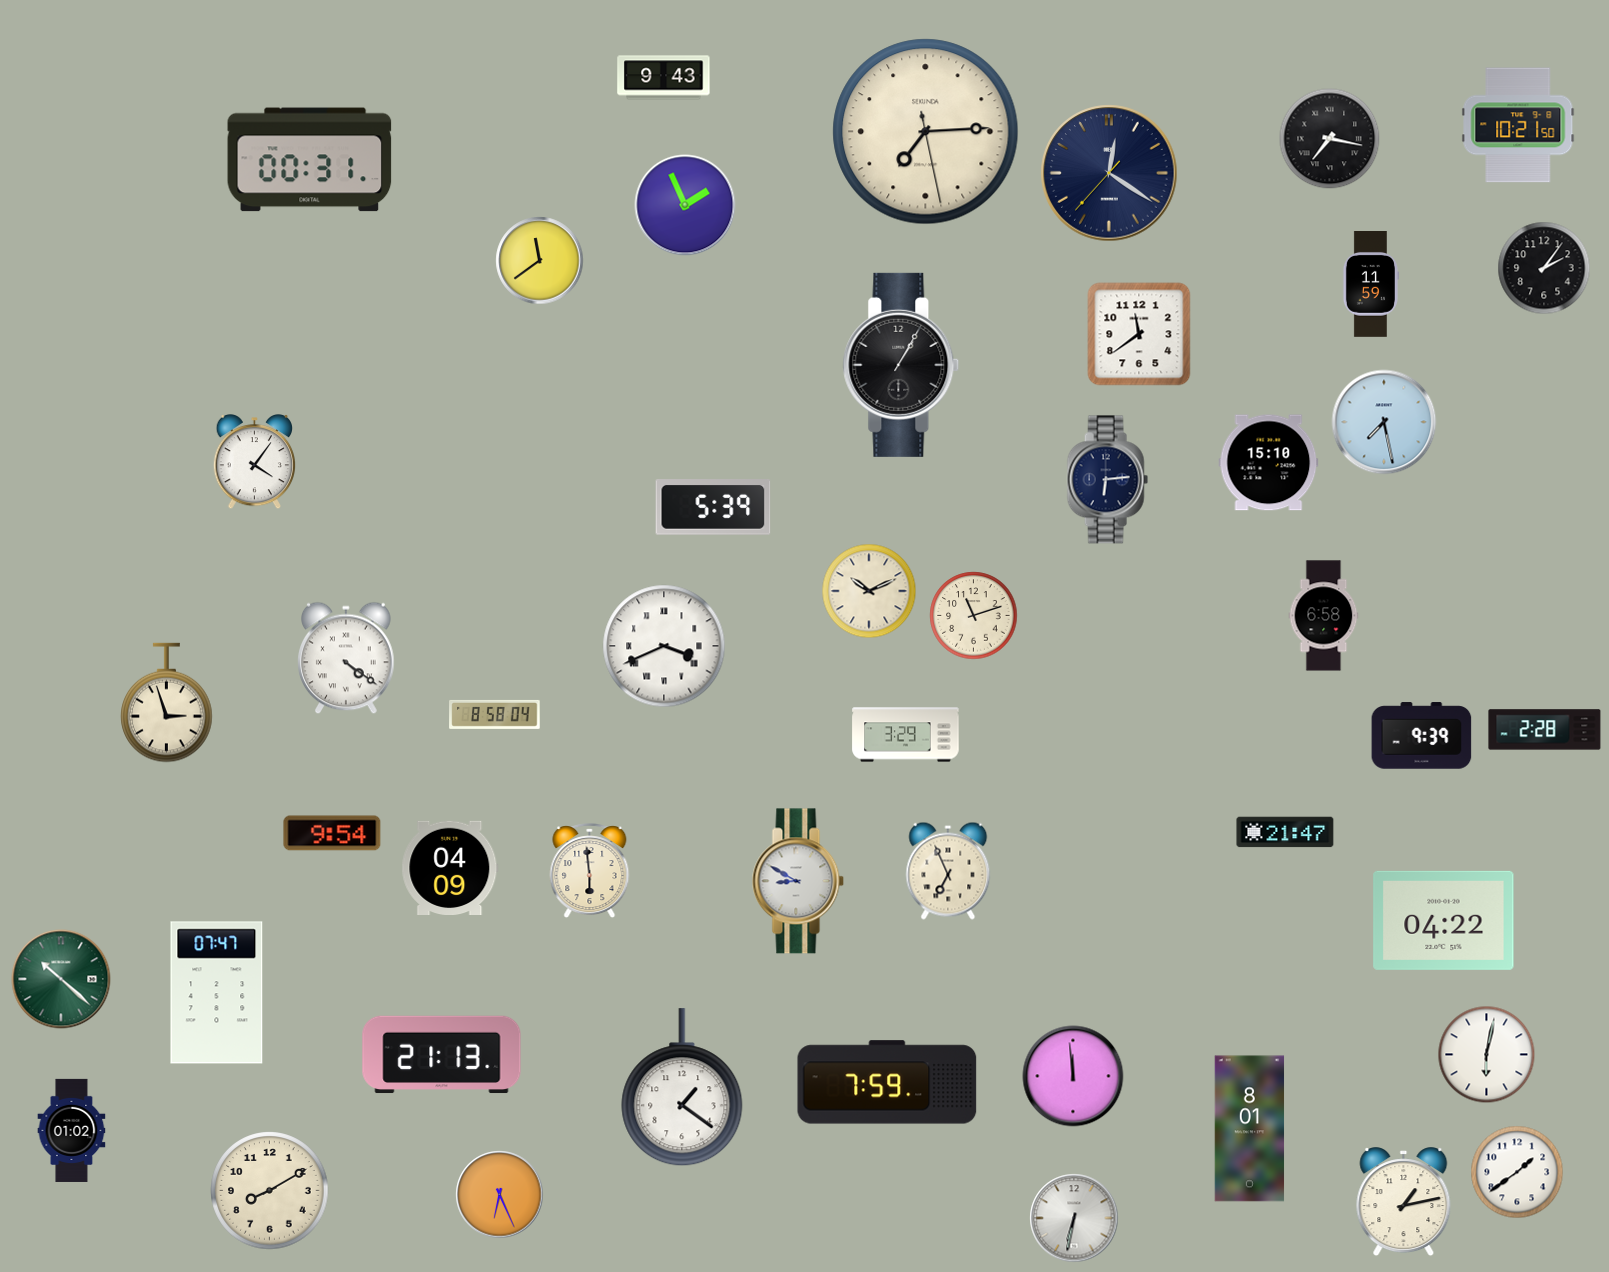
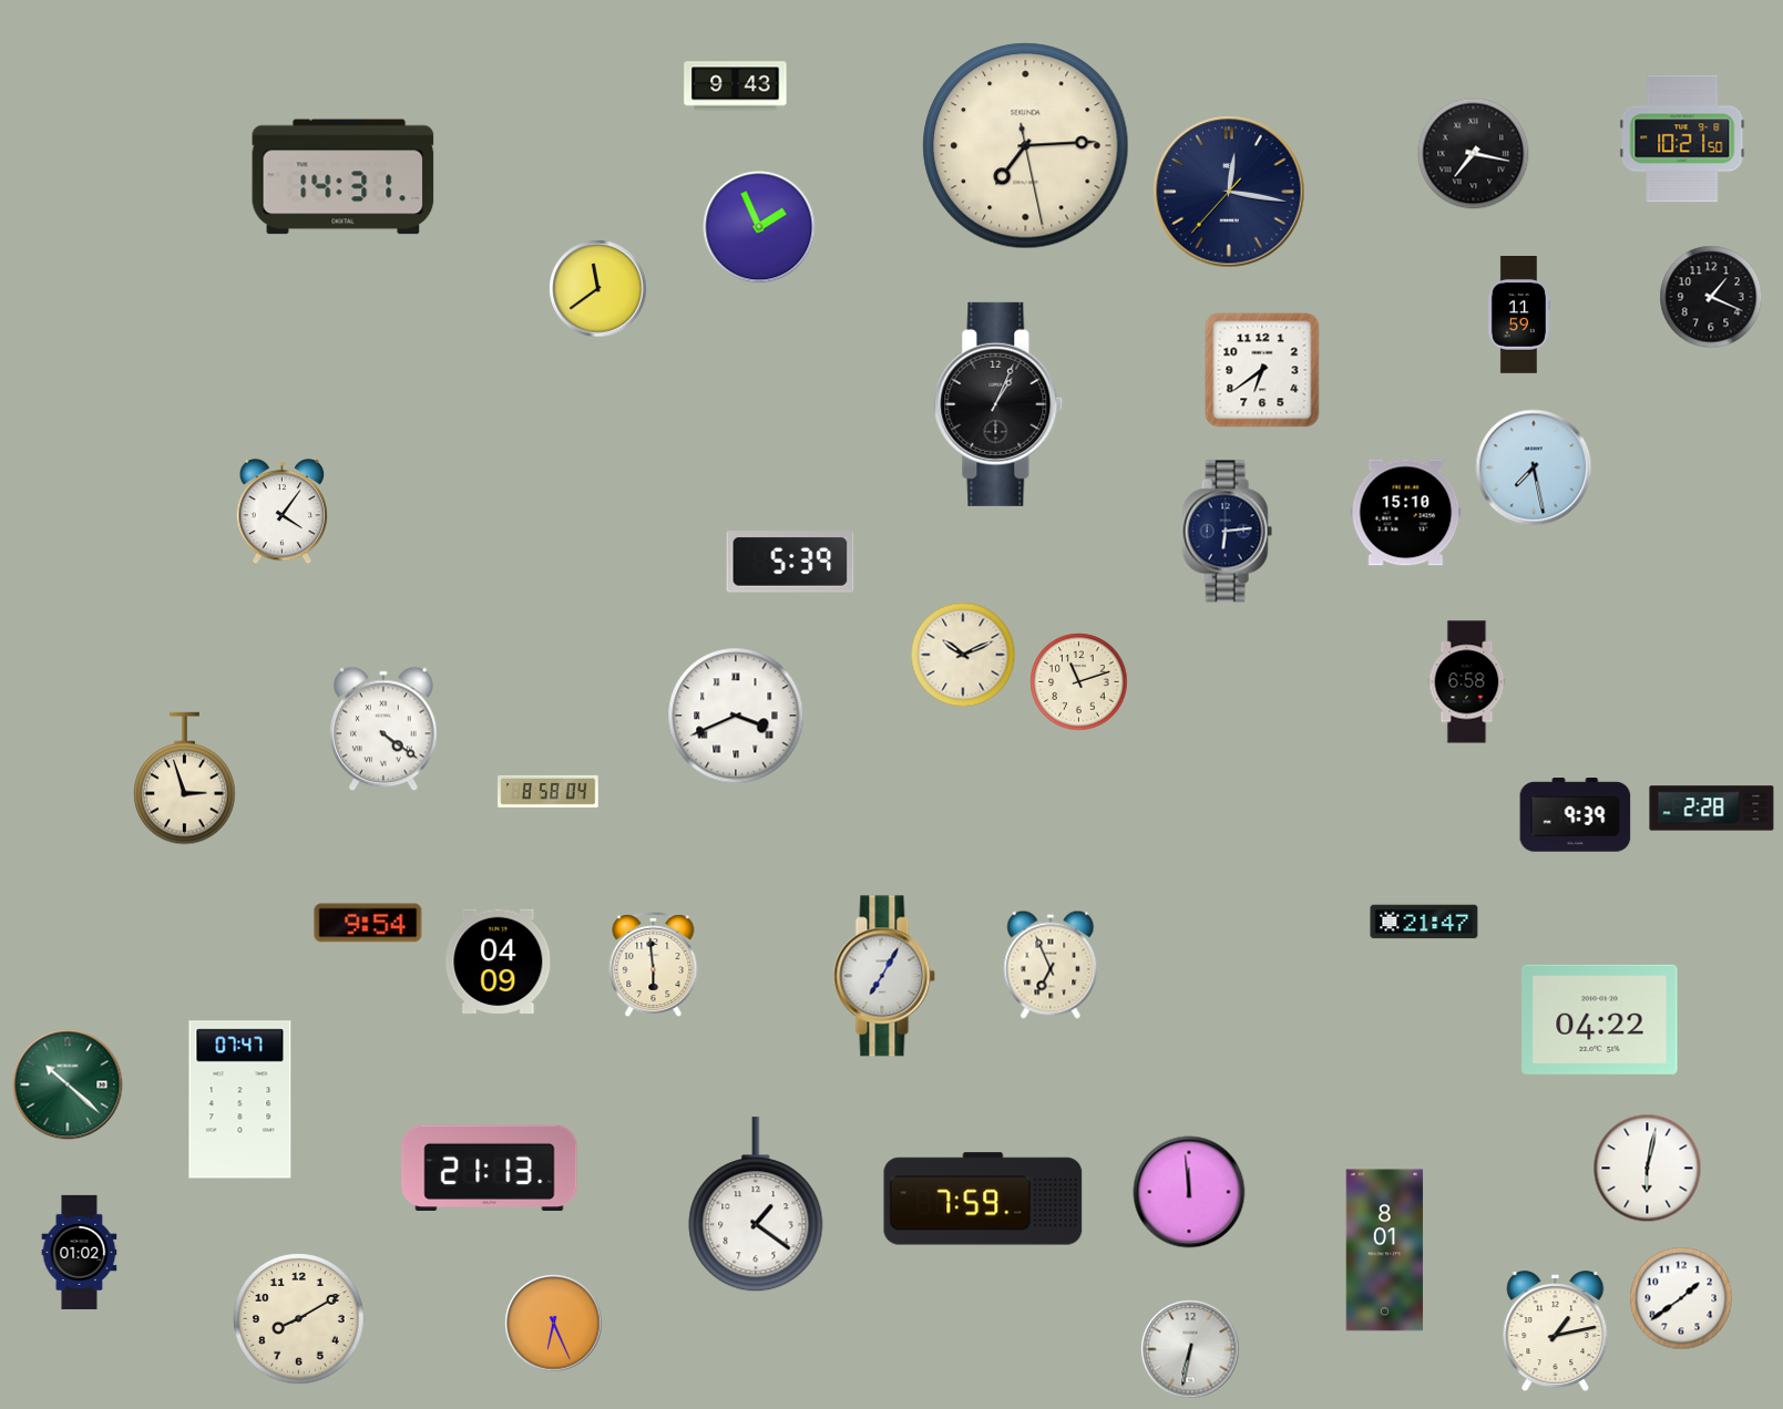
clock at (310, 160): 00:31 -> 14:31
clock at (1109, 173): 12:20 -> 12:16
clock at (1544, 268): 2:06 -> 1:19
clock at (1139, 334): 11:39 -> 6:39
clock at (901, 365): 1:05 -> 1:04
clock at (906, 735): 3:29 -> none
clock at (798, 881): 8:50 -> 7:05
